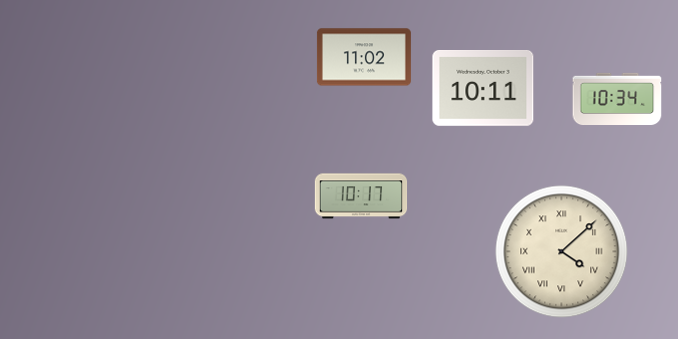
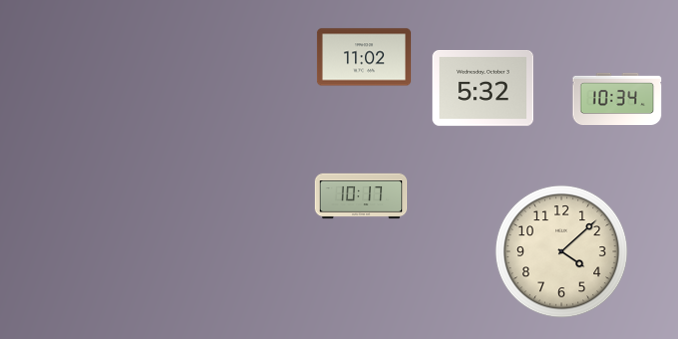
clock at (483, 89): 10:11 -> 5:32
clock at (562, 252) numerals: Roman -> Arabic
